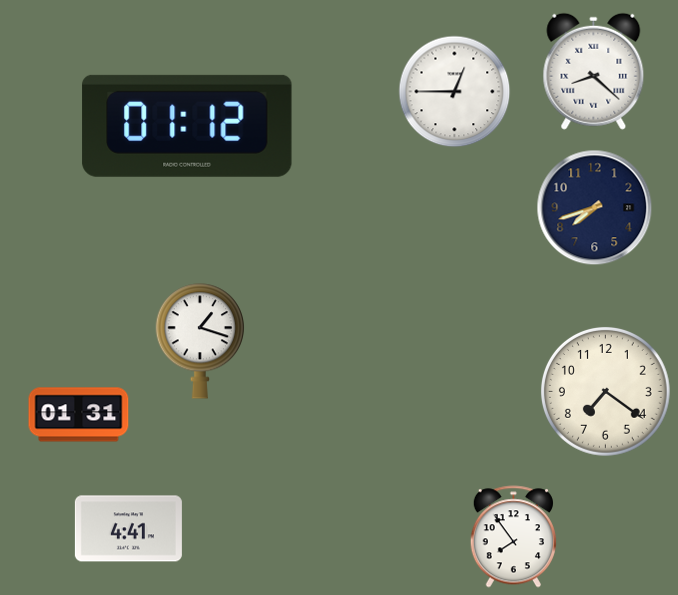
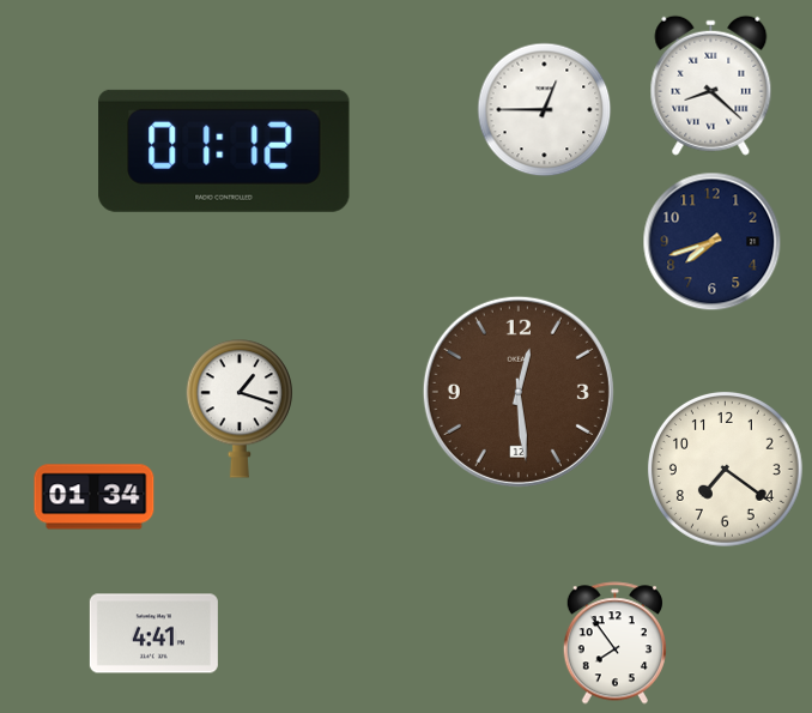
clock at (595, 208) position: (595, 208) -> (713, 242)
clock at (519, 392): none -> 12:29
clock at (79, 415): 01:31 -> 01:34
